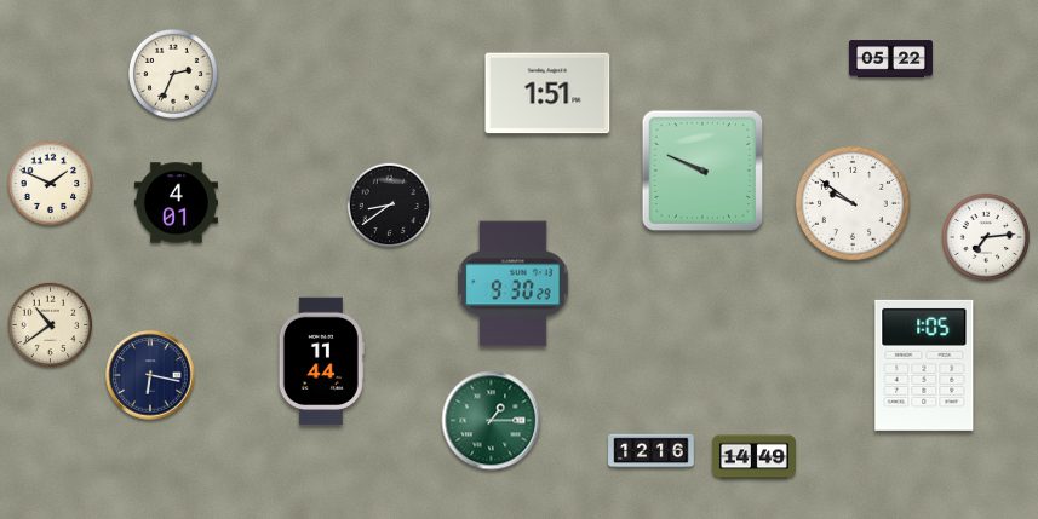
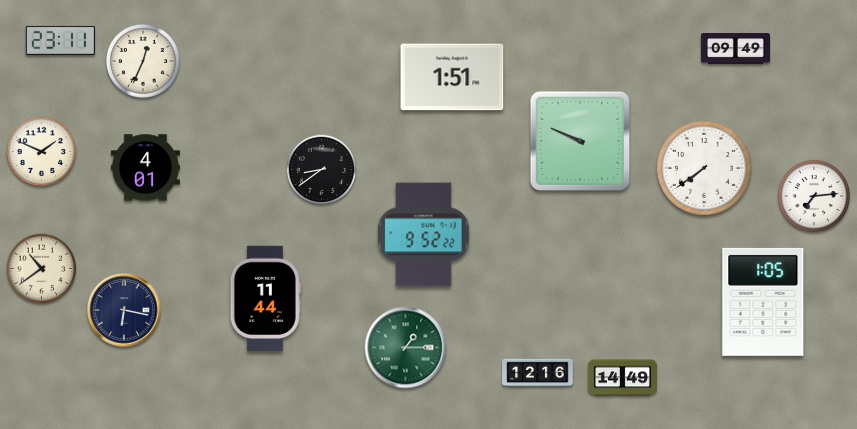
clock at (60, 40): none -> 23:11
clock at (890, 59): 05:22 -> 09:49
clock at (173, 74): 2:34 -> 12:34
clock at (853, 203): 9:51 -> 7:39
clock at (514, 284): 9:30 -> 9:52
